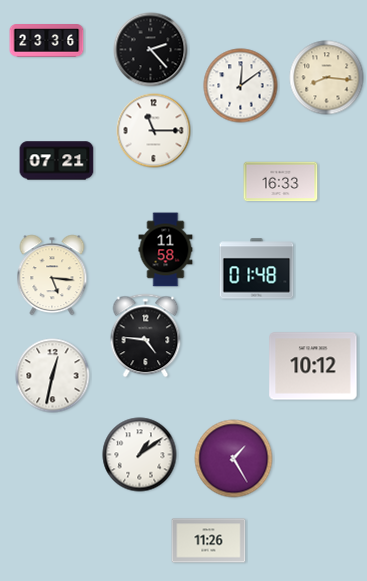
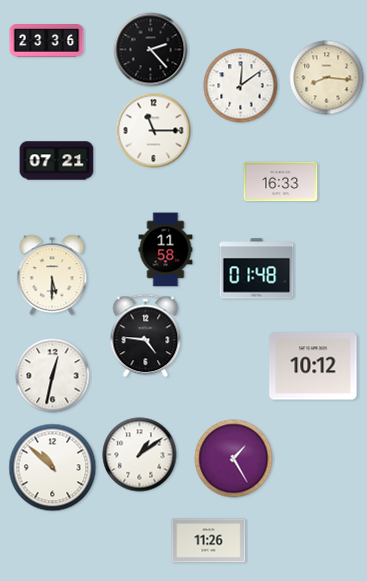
clock at (52, 275): 5:16 -> 5:30
clock at (53, 468): none -> 10:52
